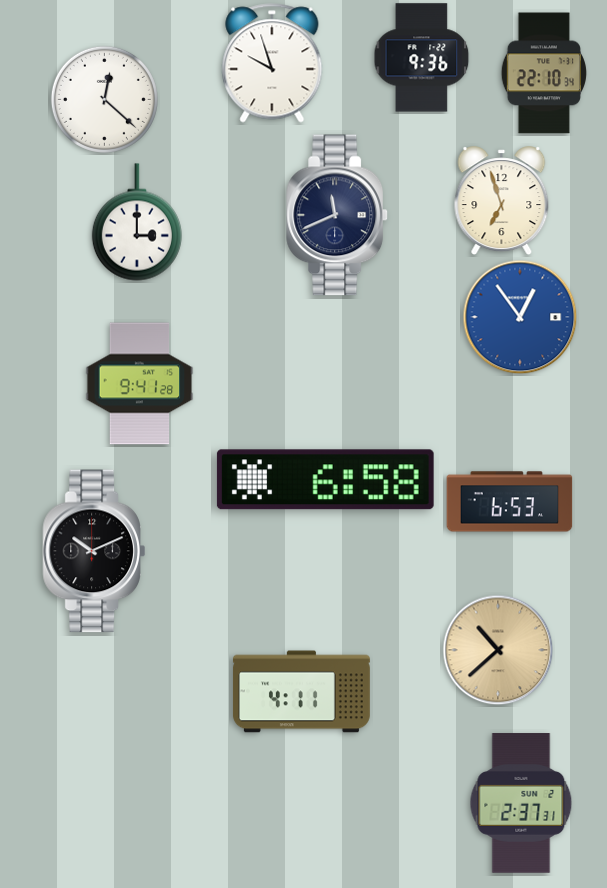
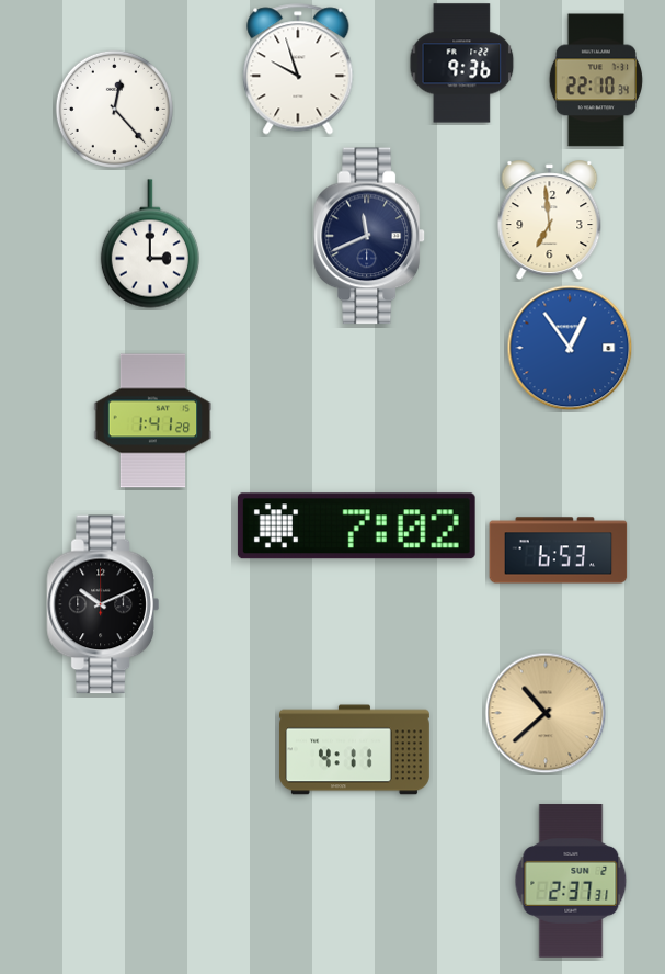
clock at (104, 99): 12:22 -> 12:23
clock at (502, 200): 6:57 -> 6:59
clock at (140, 384): 9:41 -> 1:41
clock at (325, 480): 6:58 -> 7:02
clock at (301, 692) position: (301, 692) -> (354, 750)
